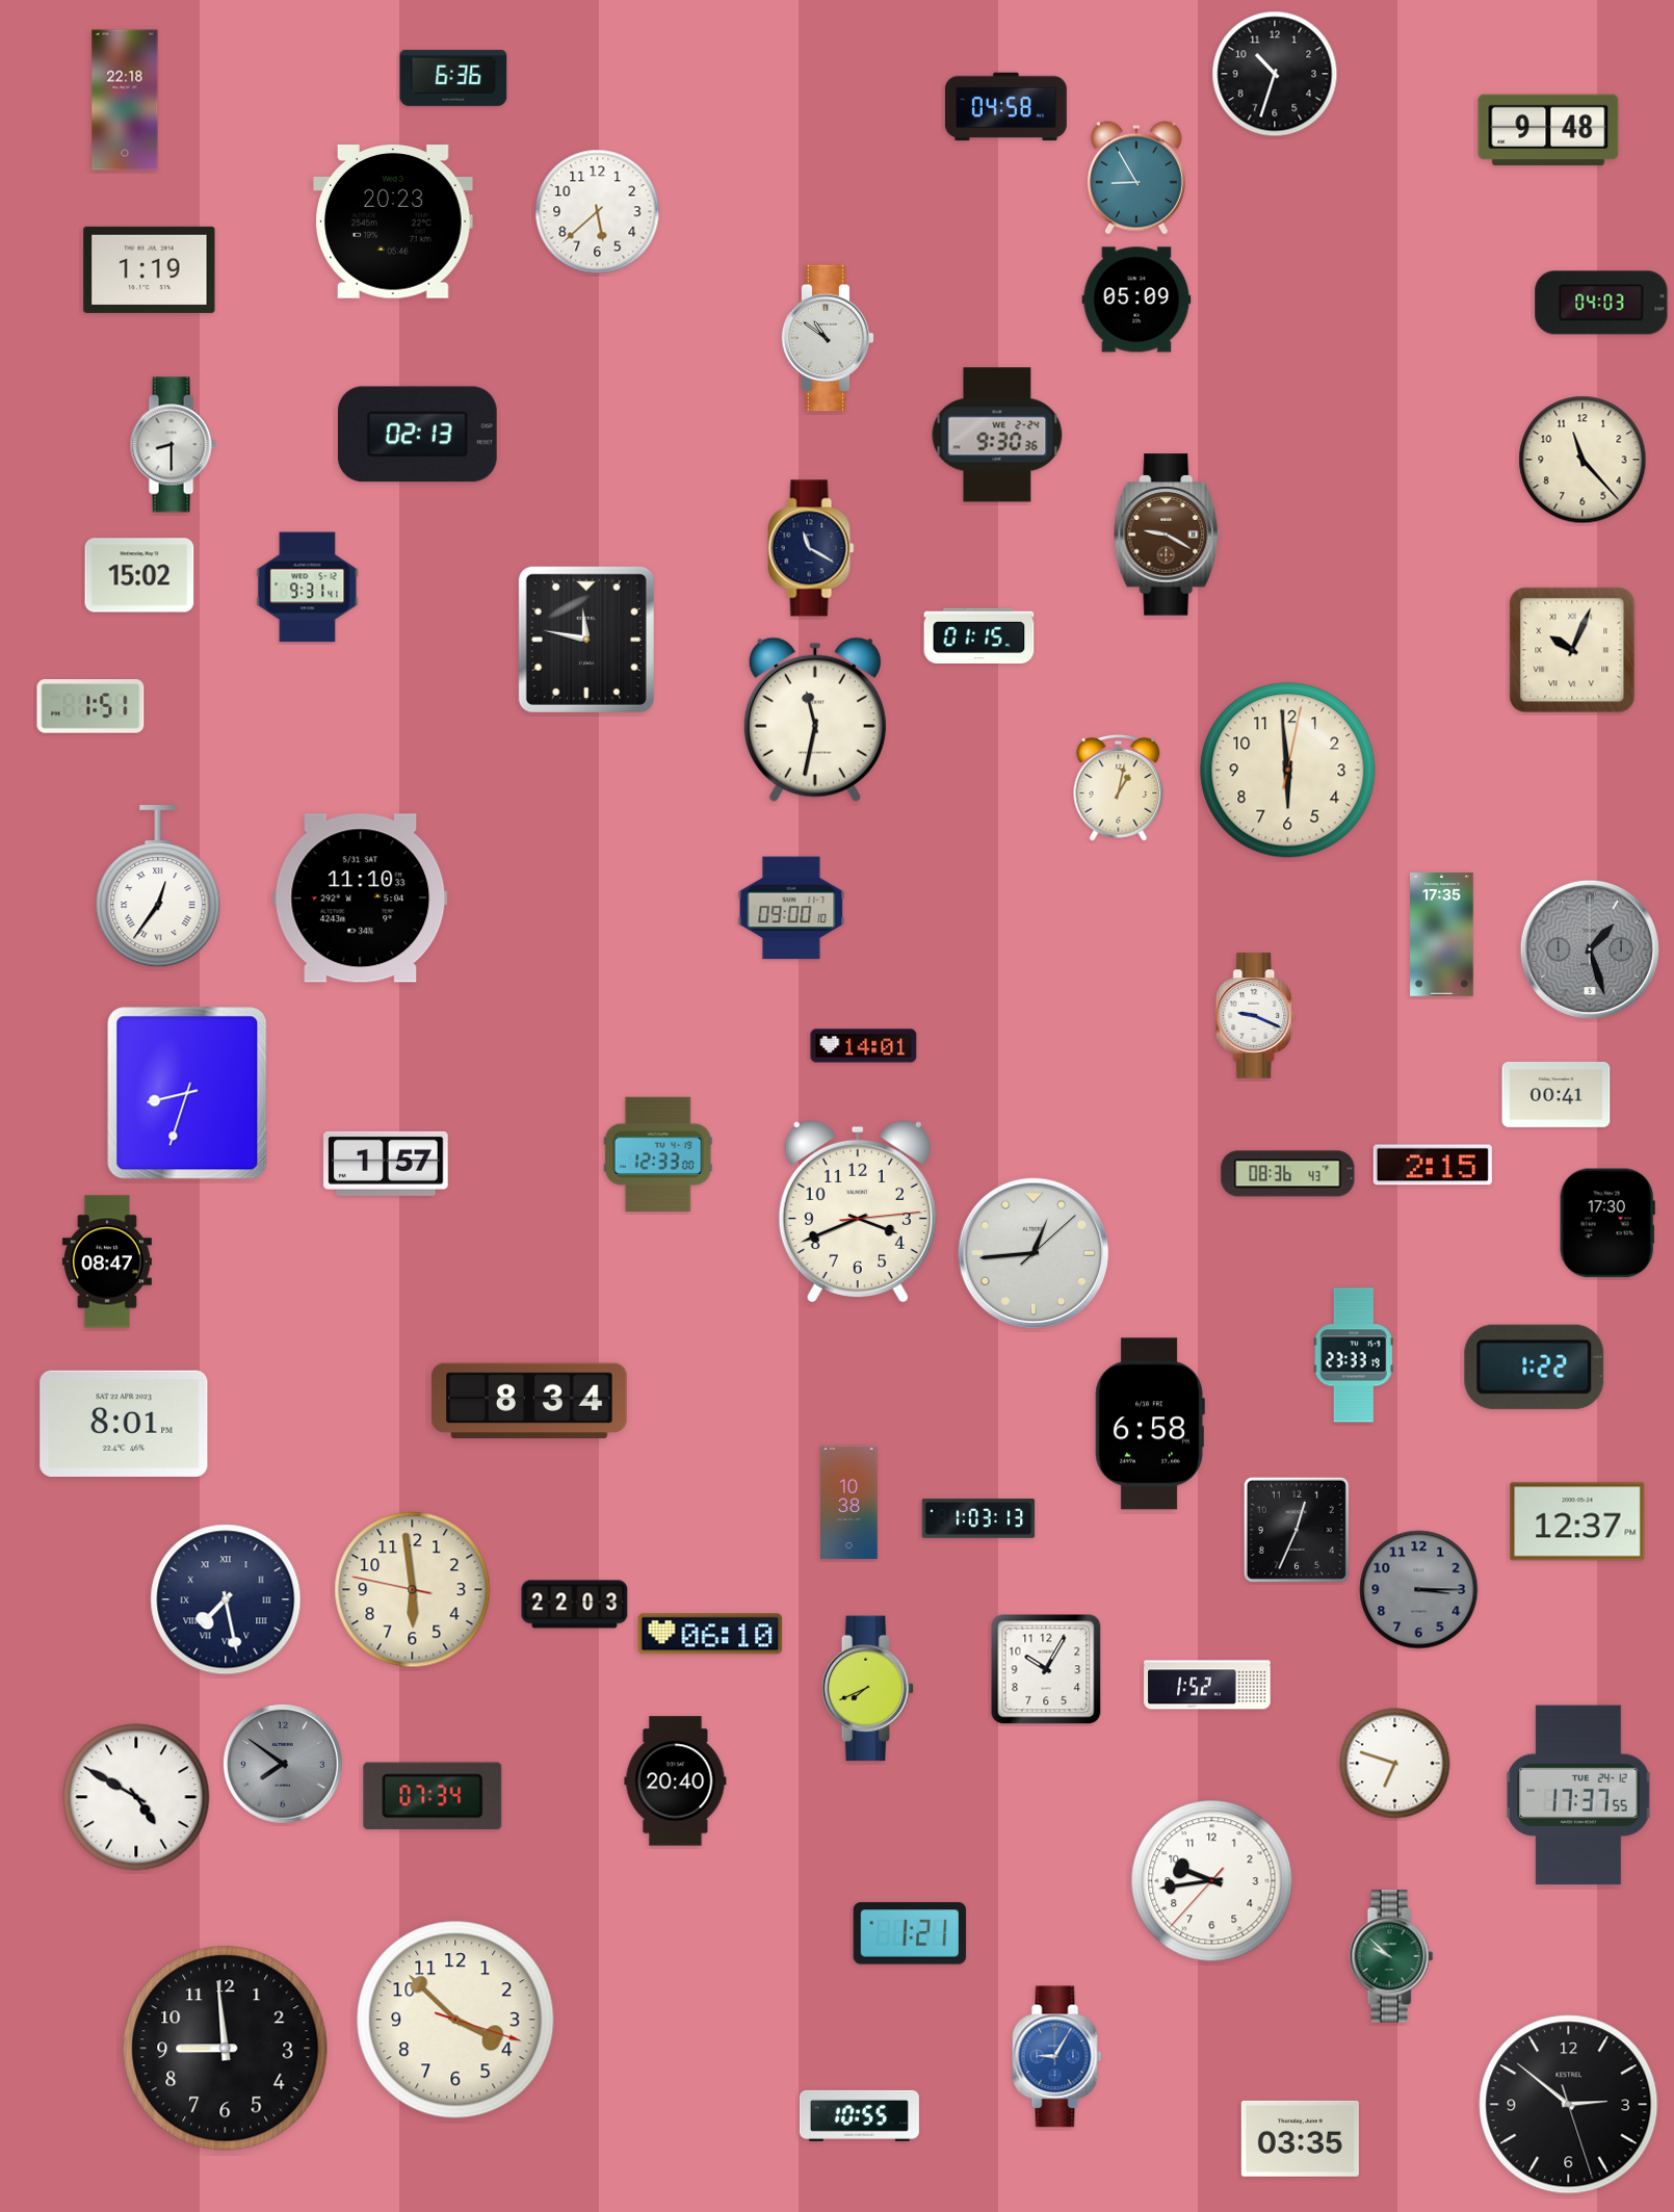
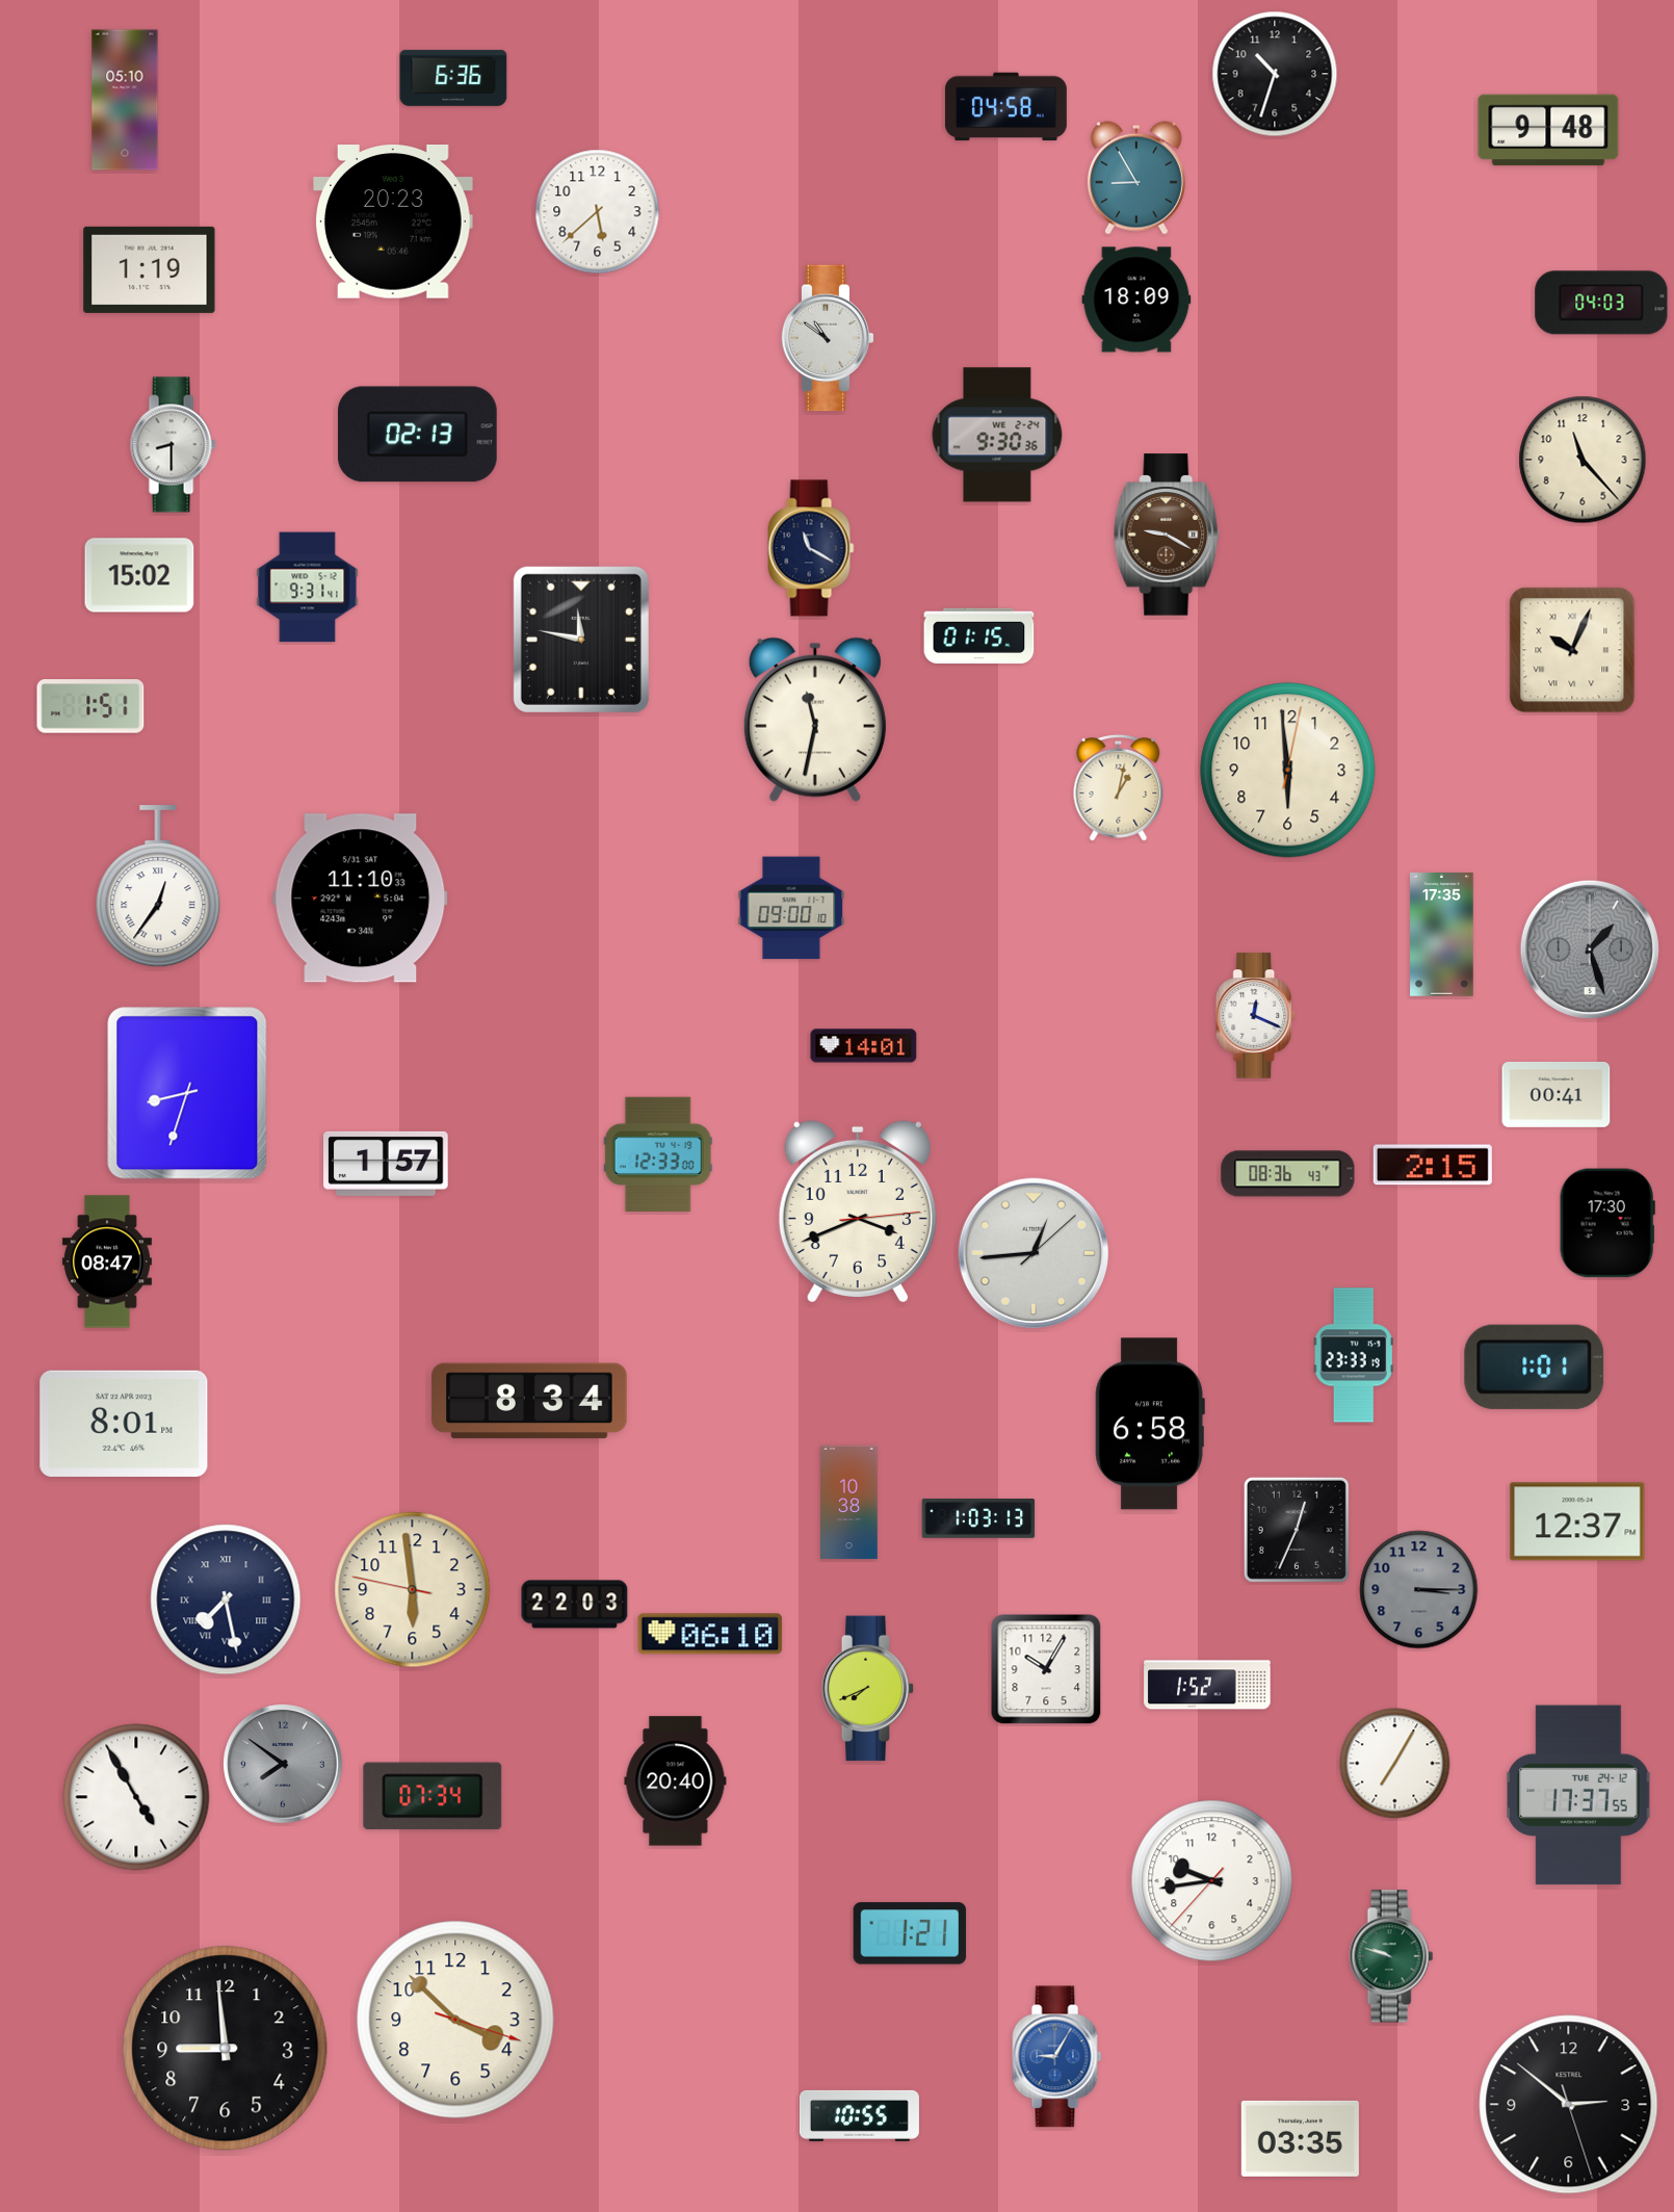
clock at (125, 100): 22:18 -> 05:10
clock at (1136, 300): 05:09 -> 18:09
clock at (586, 640) position: (586, 640) -> (581, 640)
clock at (1256, 1016): 9:19 -> 12:19
clock at (1535, 1367): 1:22 -> 1:01
clock at (1395, 1764): 6:48 -> 7:05
clock at (136, 1797): 4:50 -> 4:55
clock at (1391, 1956): 9:52 -> 9:48
